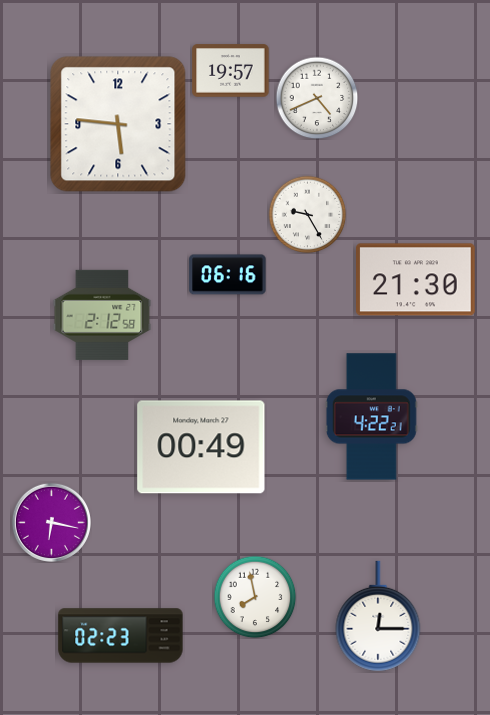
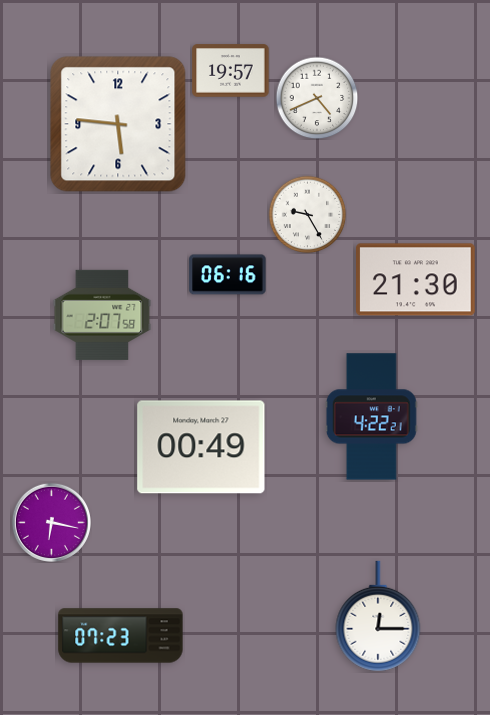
clock at (102, 315): 2:12 -> 2:07
clock at (255, 597): 7:58 -> none
clock at (121, 636): 02:23 -> 07:23
